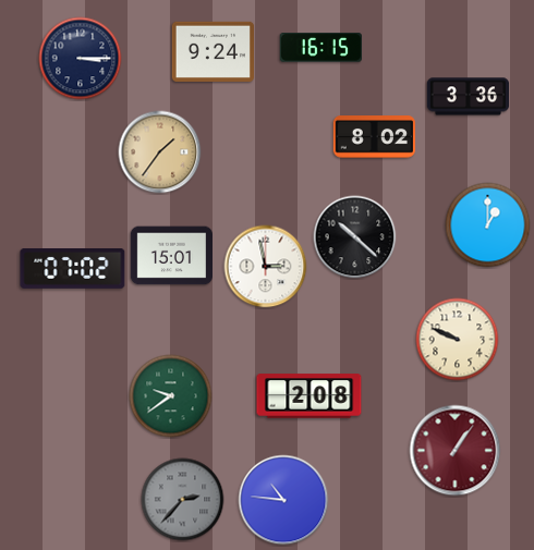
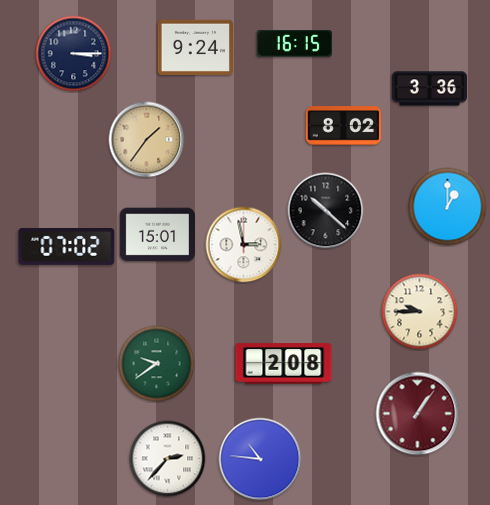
clock at (355, 237) position: (355, 237) -> (326, 211)
clock at (458, 340): 9:49 -> 9:45
clock at (183, 500) dial: grey -> white
